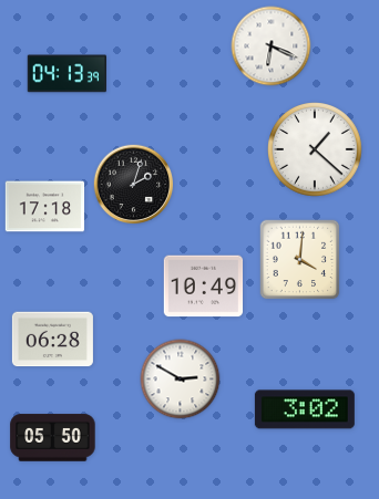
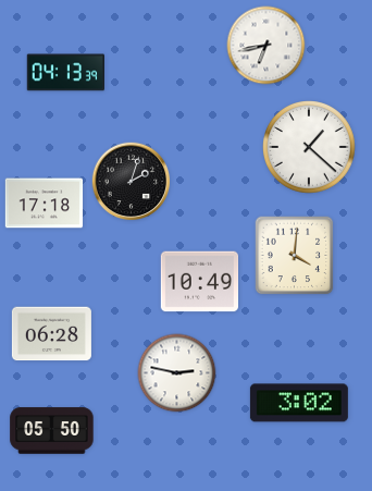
clock at (272, 46): 6:19 -> 6:43
clock at (181, 380): 2:50 -> 2:47
